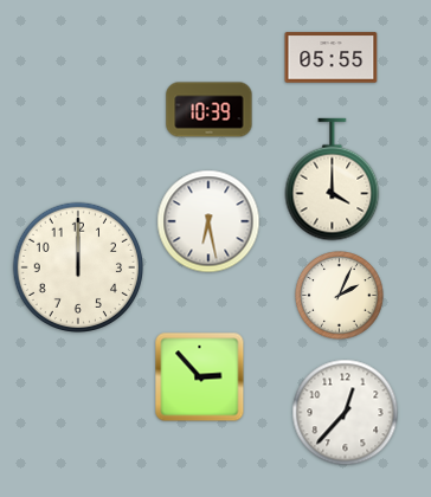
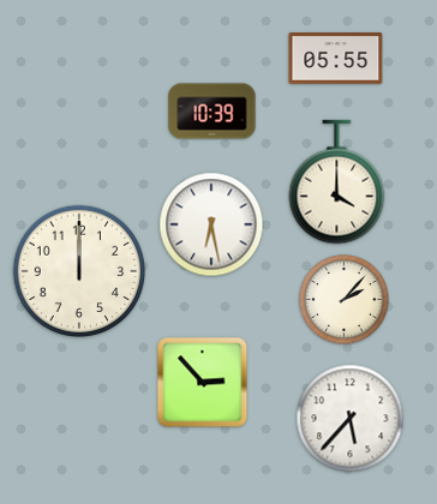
clock at (340, 296): 2:04 -> 2:07
clock at (346, 413): 12:37 -> 5:37
